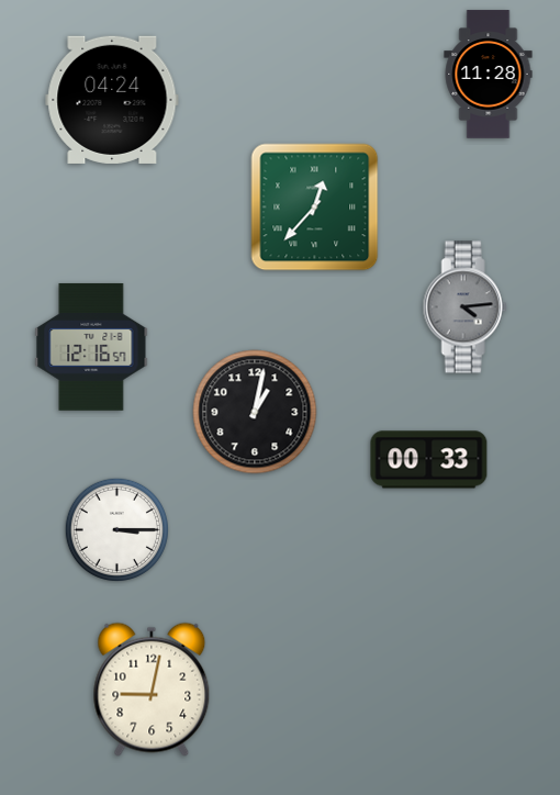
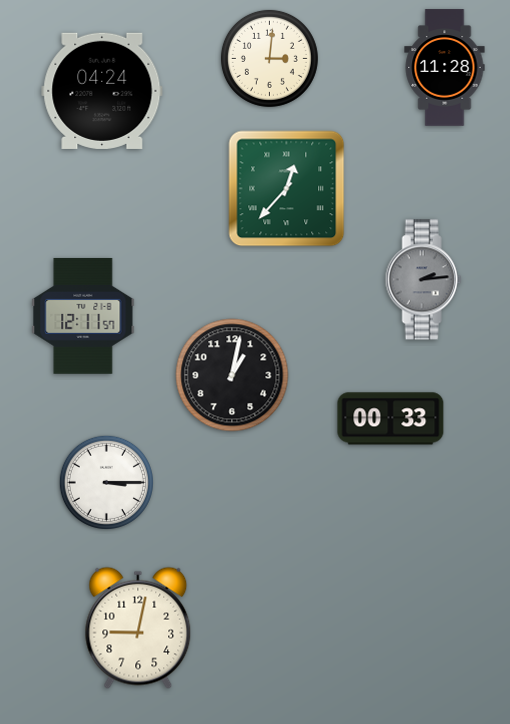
clock at (269, 58): none -> 3:01
clock at (464, 307): 4:14 -> 2:14
clock at (91, 347): 12:16 -> 12:11
